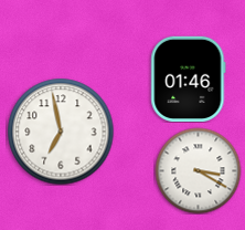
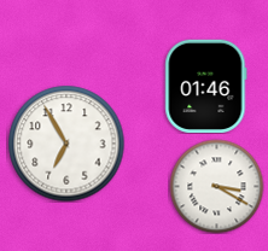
clock at (61, 132): 6:58 -> 6:55
